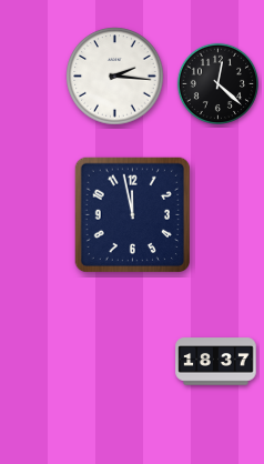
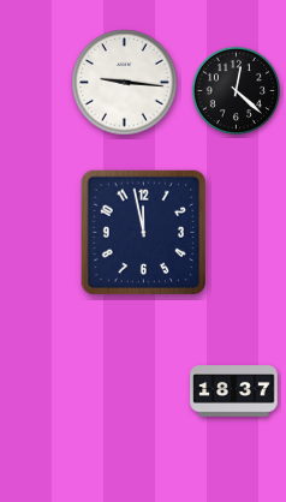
clock at (115, 77): 2:16 -> 9:16
